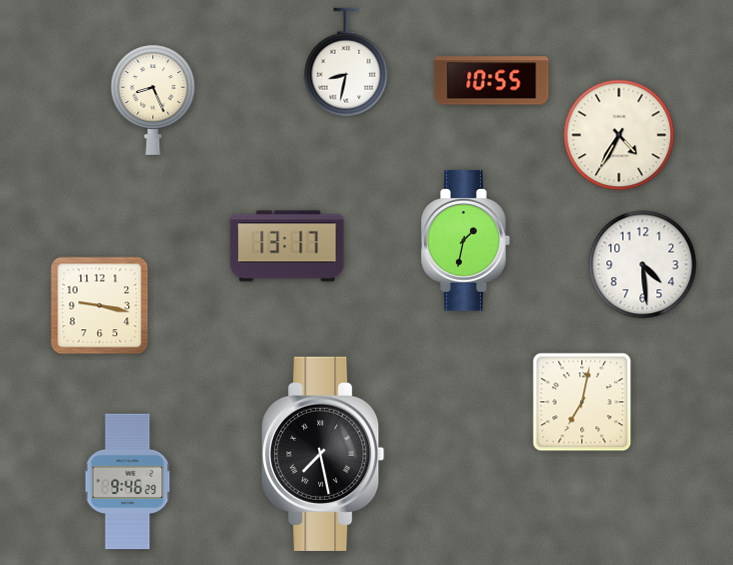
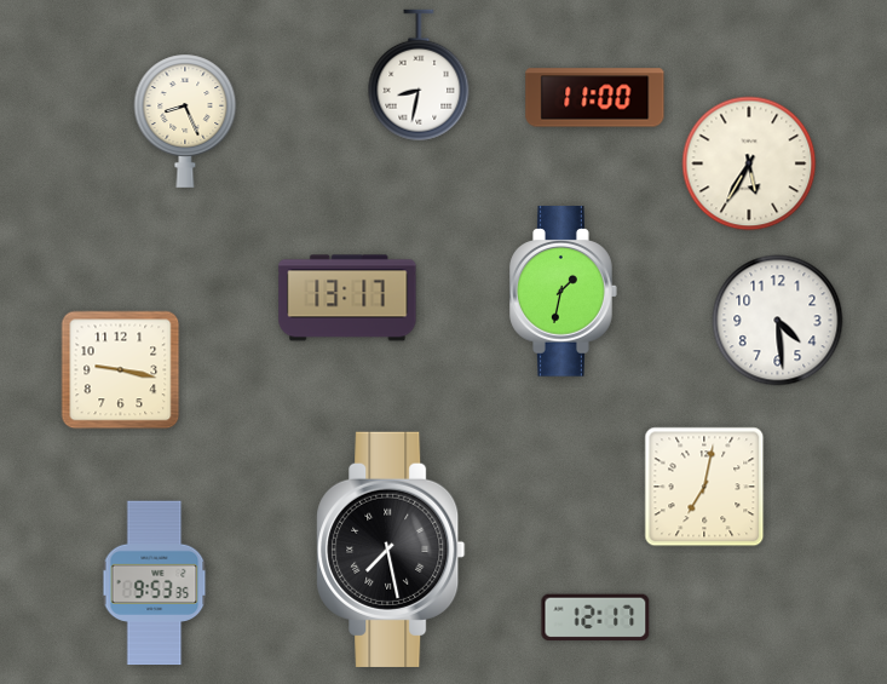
clock at (492, 81): 10:55 -> 11:00
clock at (619, 135): 4:35 -> 5:35
clock at (128, 482): 9:46 -> 9:53
clock at (595, 617): none -> 12:17
